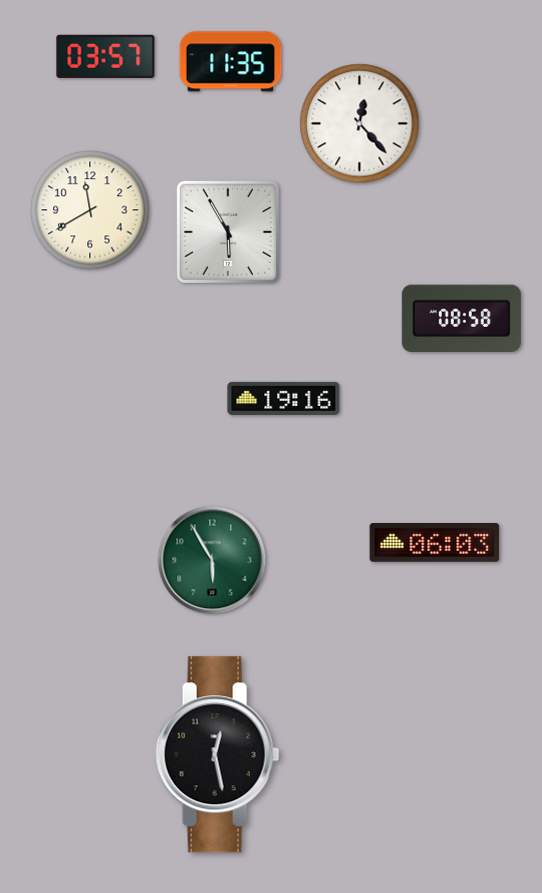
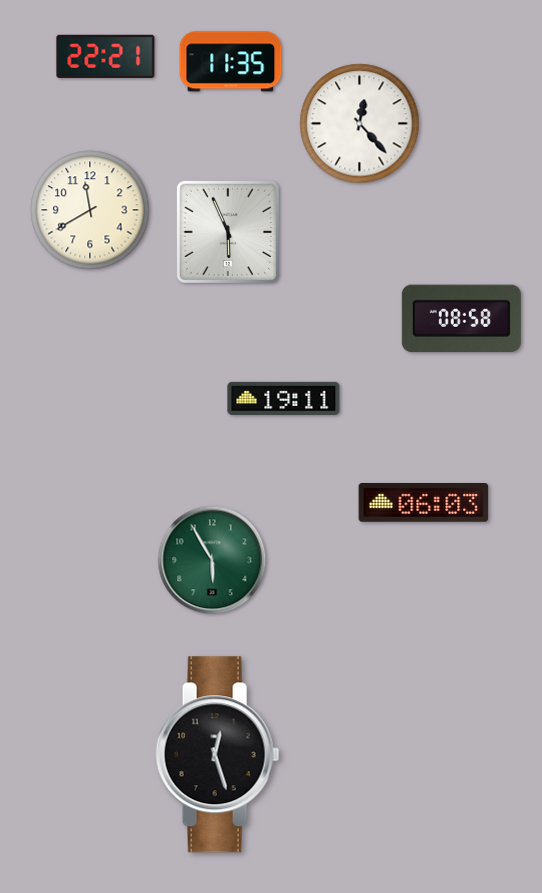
clock at (106, 56): 03:57 -> 22:21
clock at (228, 232): 5:55 -> 5:56
clock at (284, 398): 19:16 -> 19:11
clock at (435, 543) position: (435, 543) -> (424, 503)
clock at (218, 755): 12:28 -> 12:27
